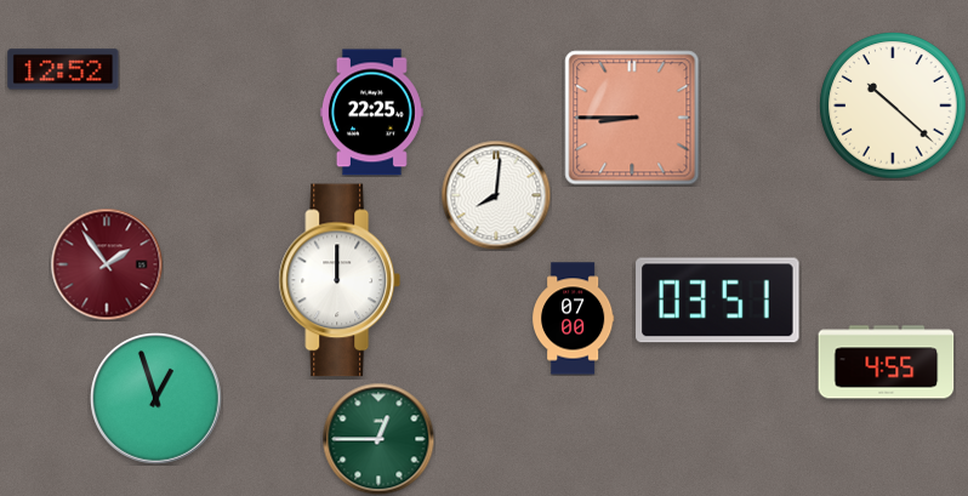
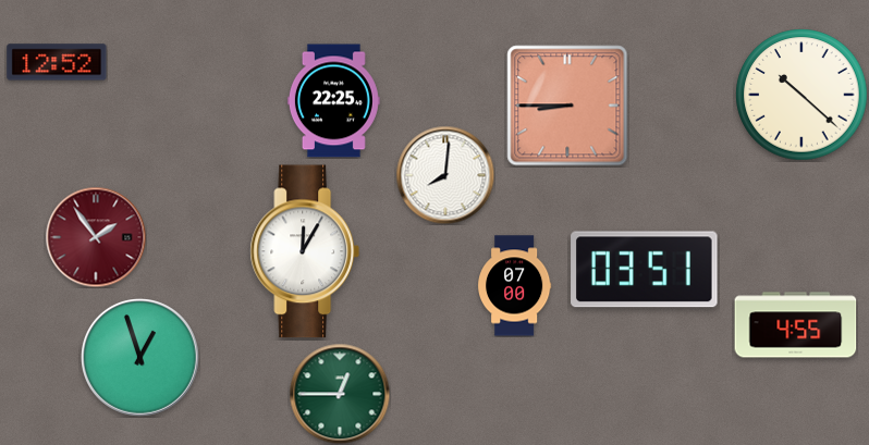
clock at (340, 280): 12:00 -> 12:05
